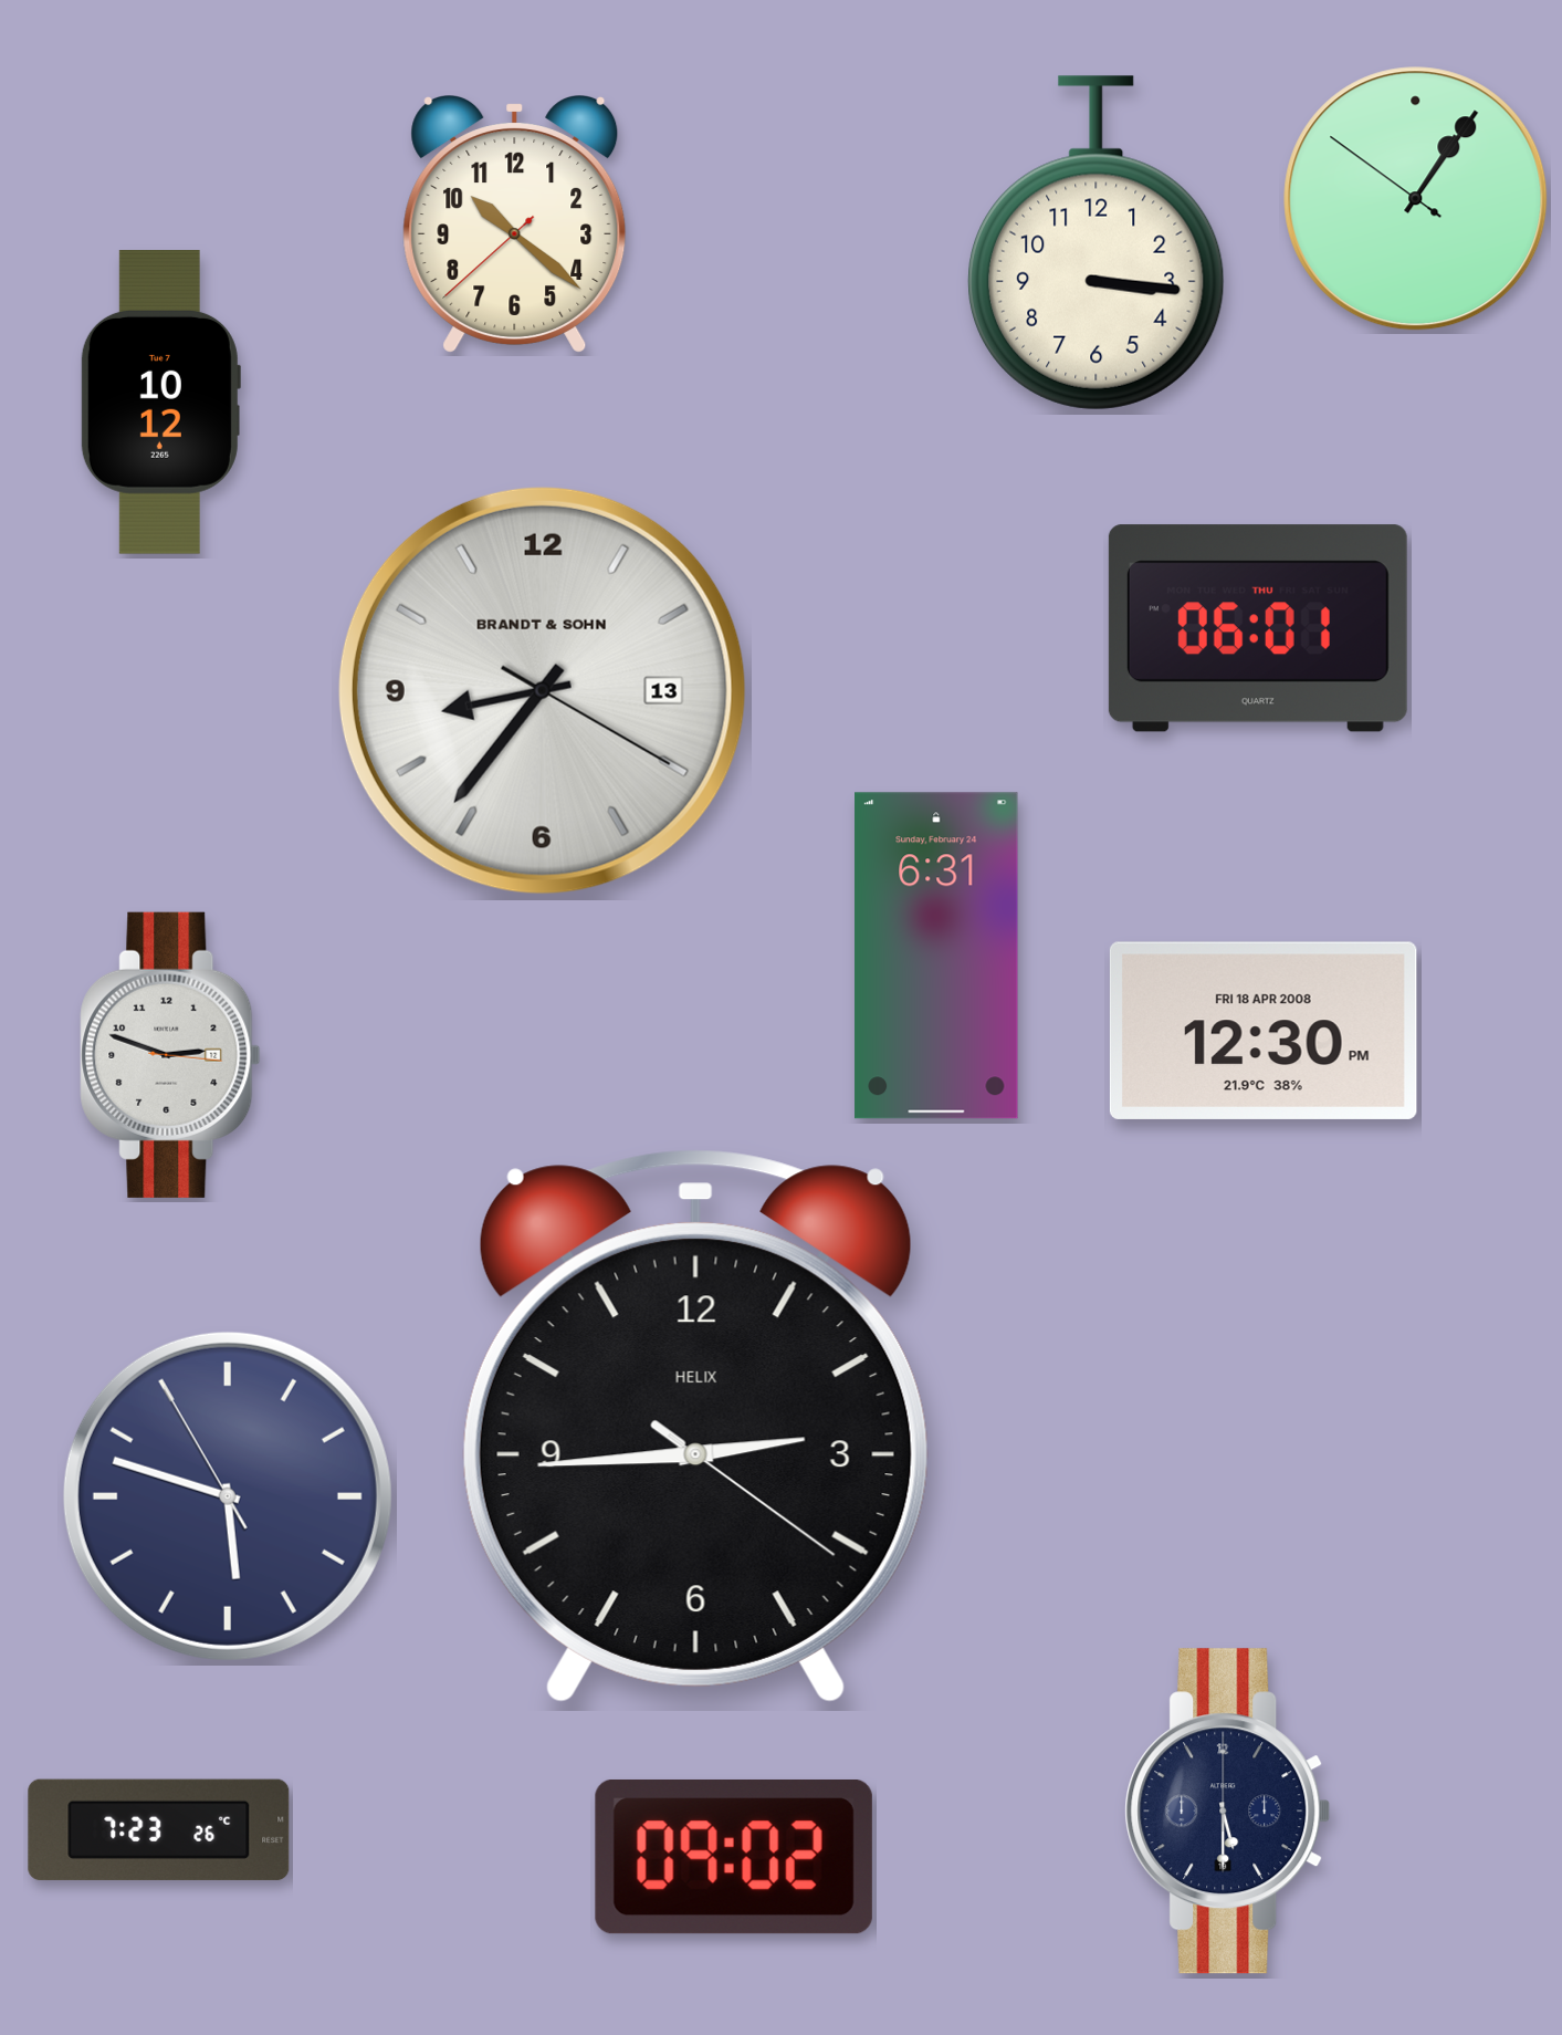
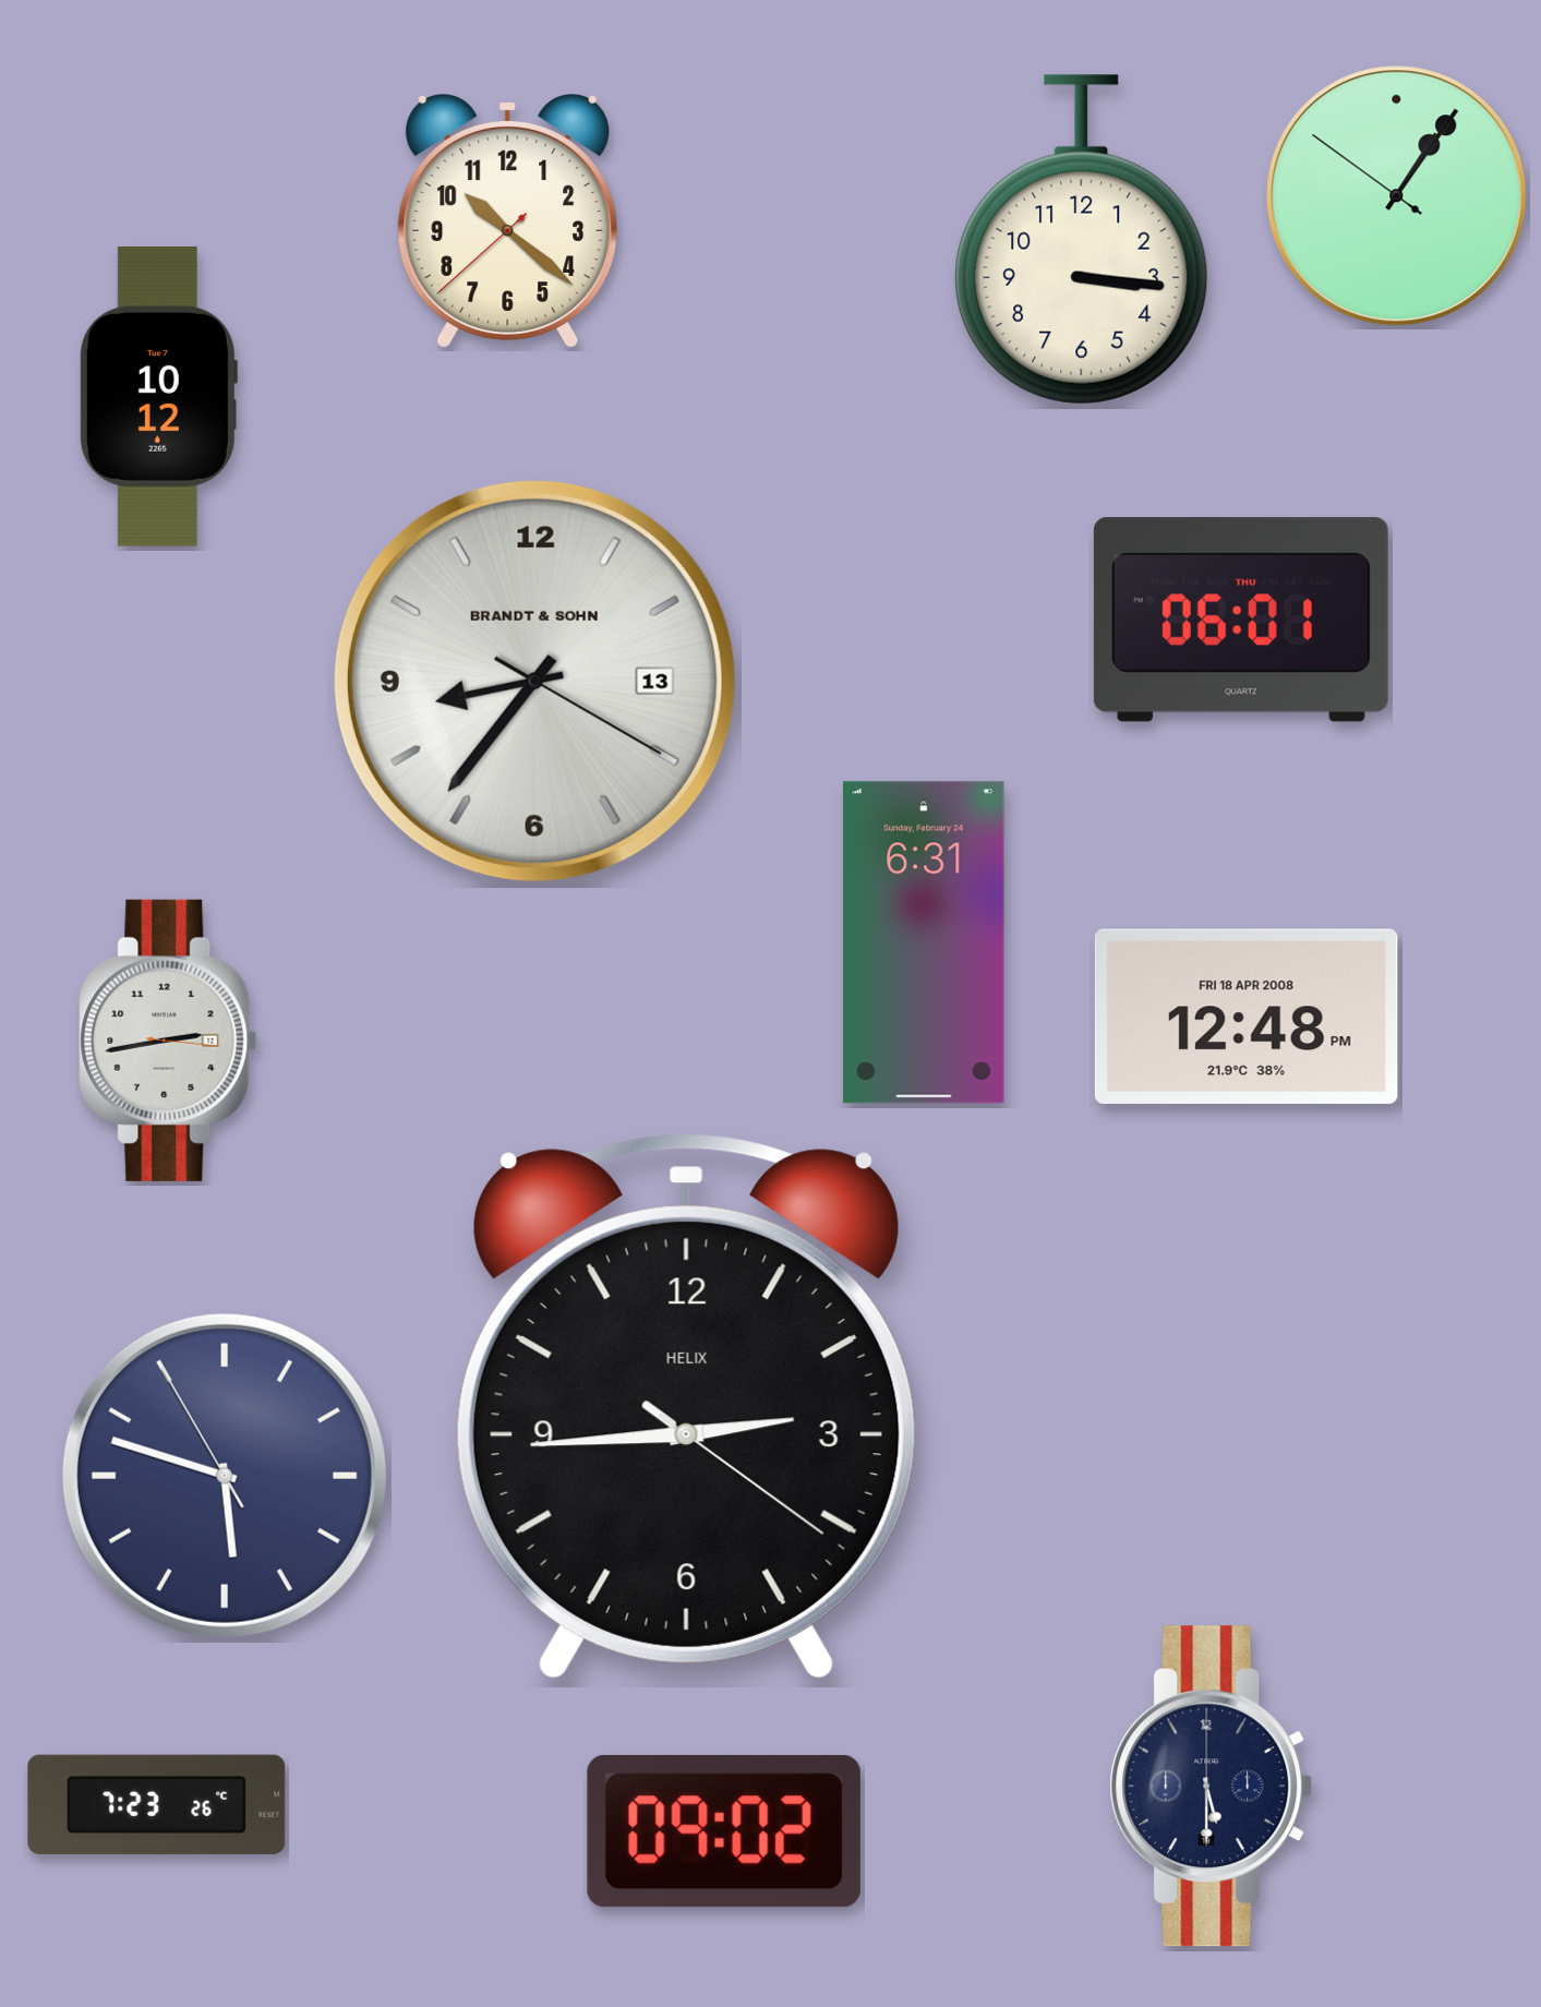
clock at (1264, 1031): 12:30 -> 12:48
clock at (170, 1055): 2:48 -> 2:43
